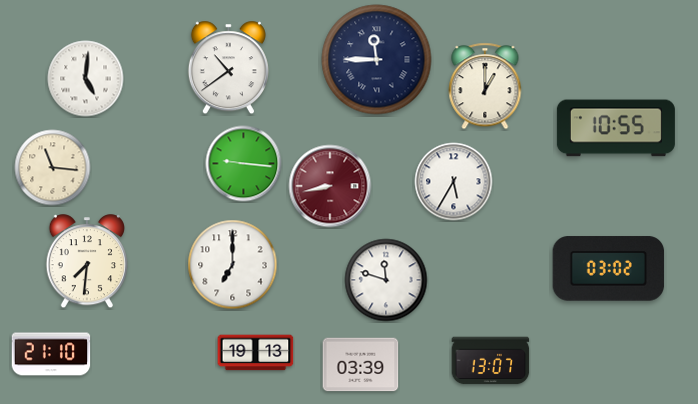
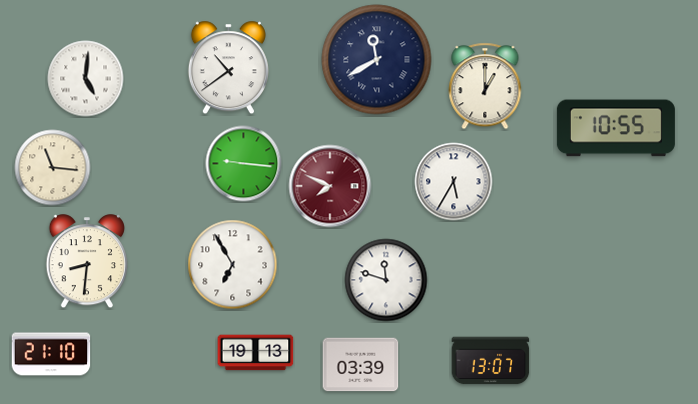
clock at (377, 60): 11:45 -> 11:40
clock at (330, 186): 8:43 -> 7:49
clock at (86, 262): 7:31 -> 8:31
clock at (233, 265): 7:00 -> 6:55
clock at (609, 269): 03:02 -> none
